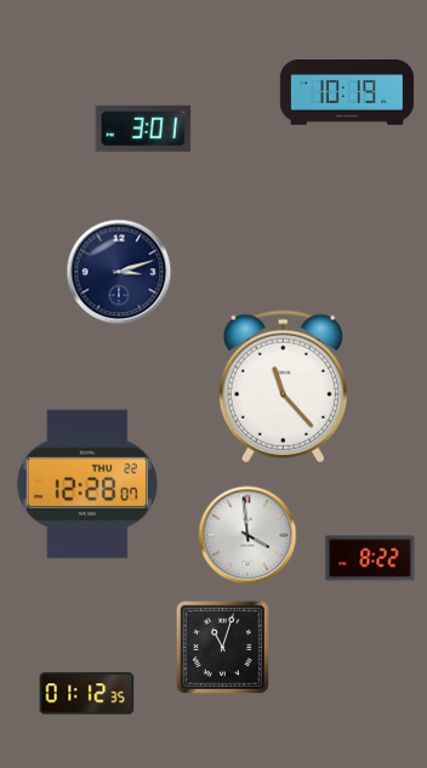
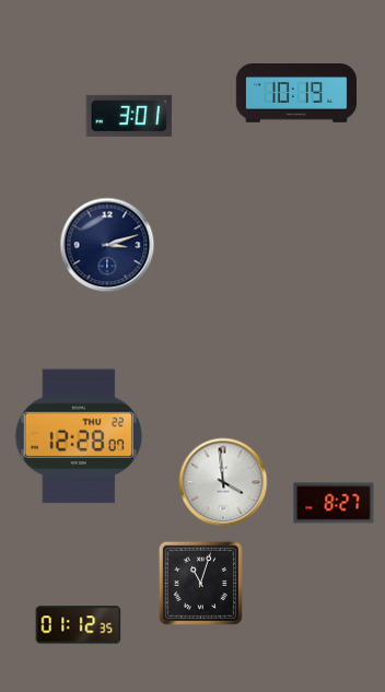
clock at (346, 93) position: (346, 93) -> (295, 94)
clock at (283, 387): 11:23 -> none
clock at (370, 558): 8:22 -> 8:27
